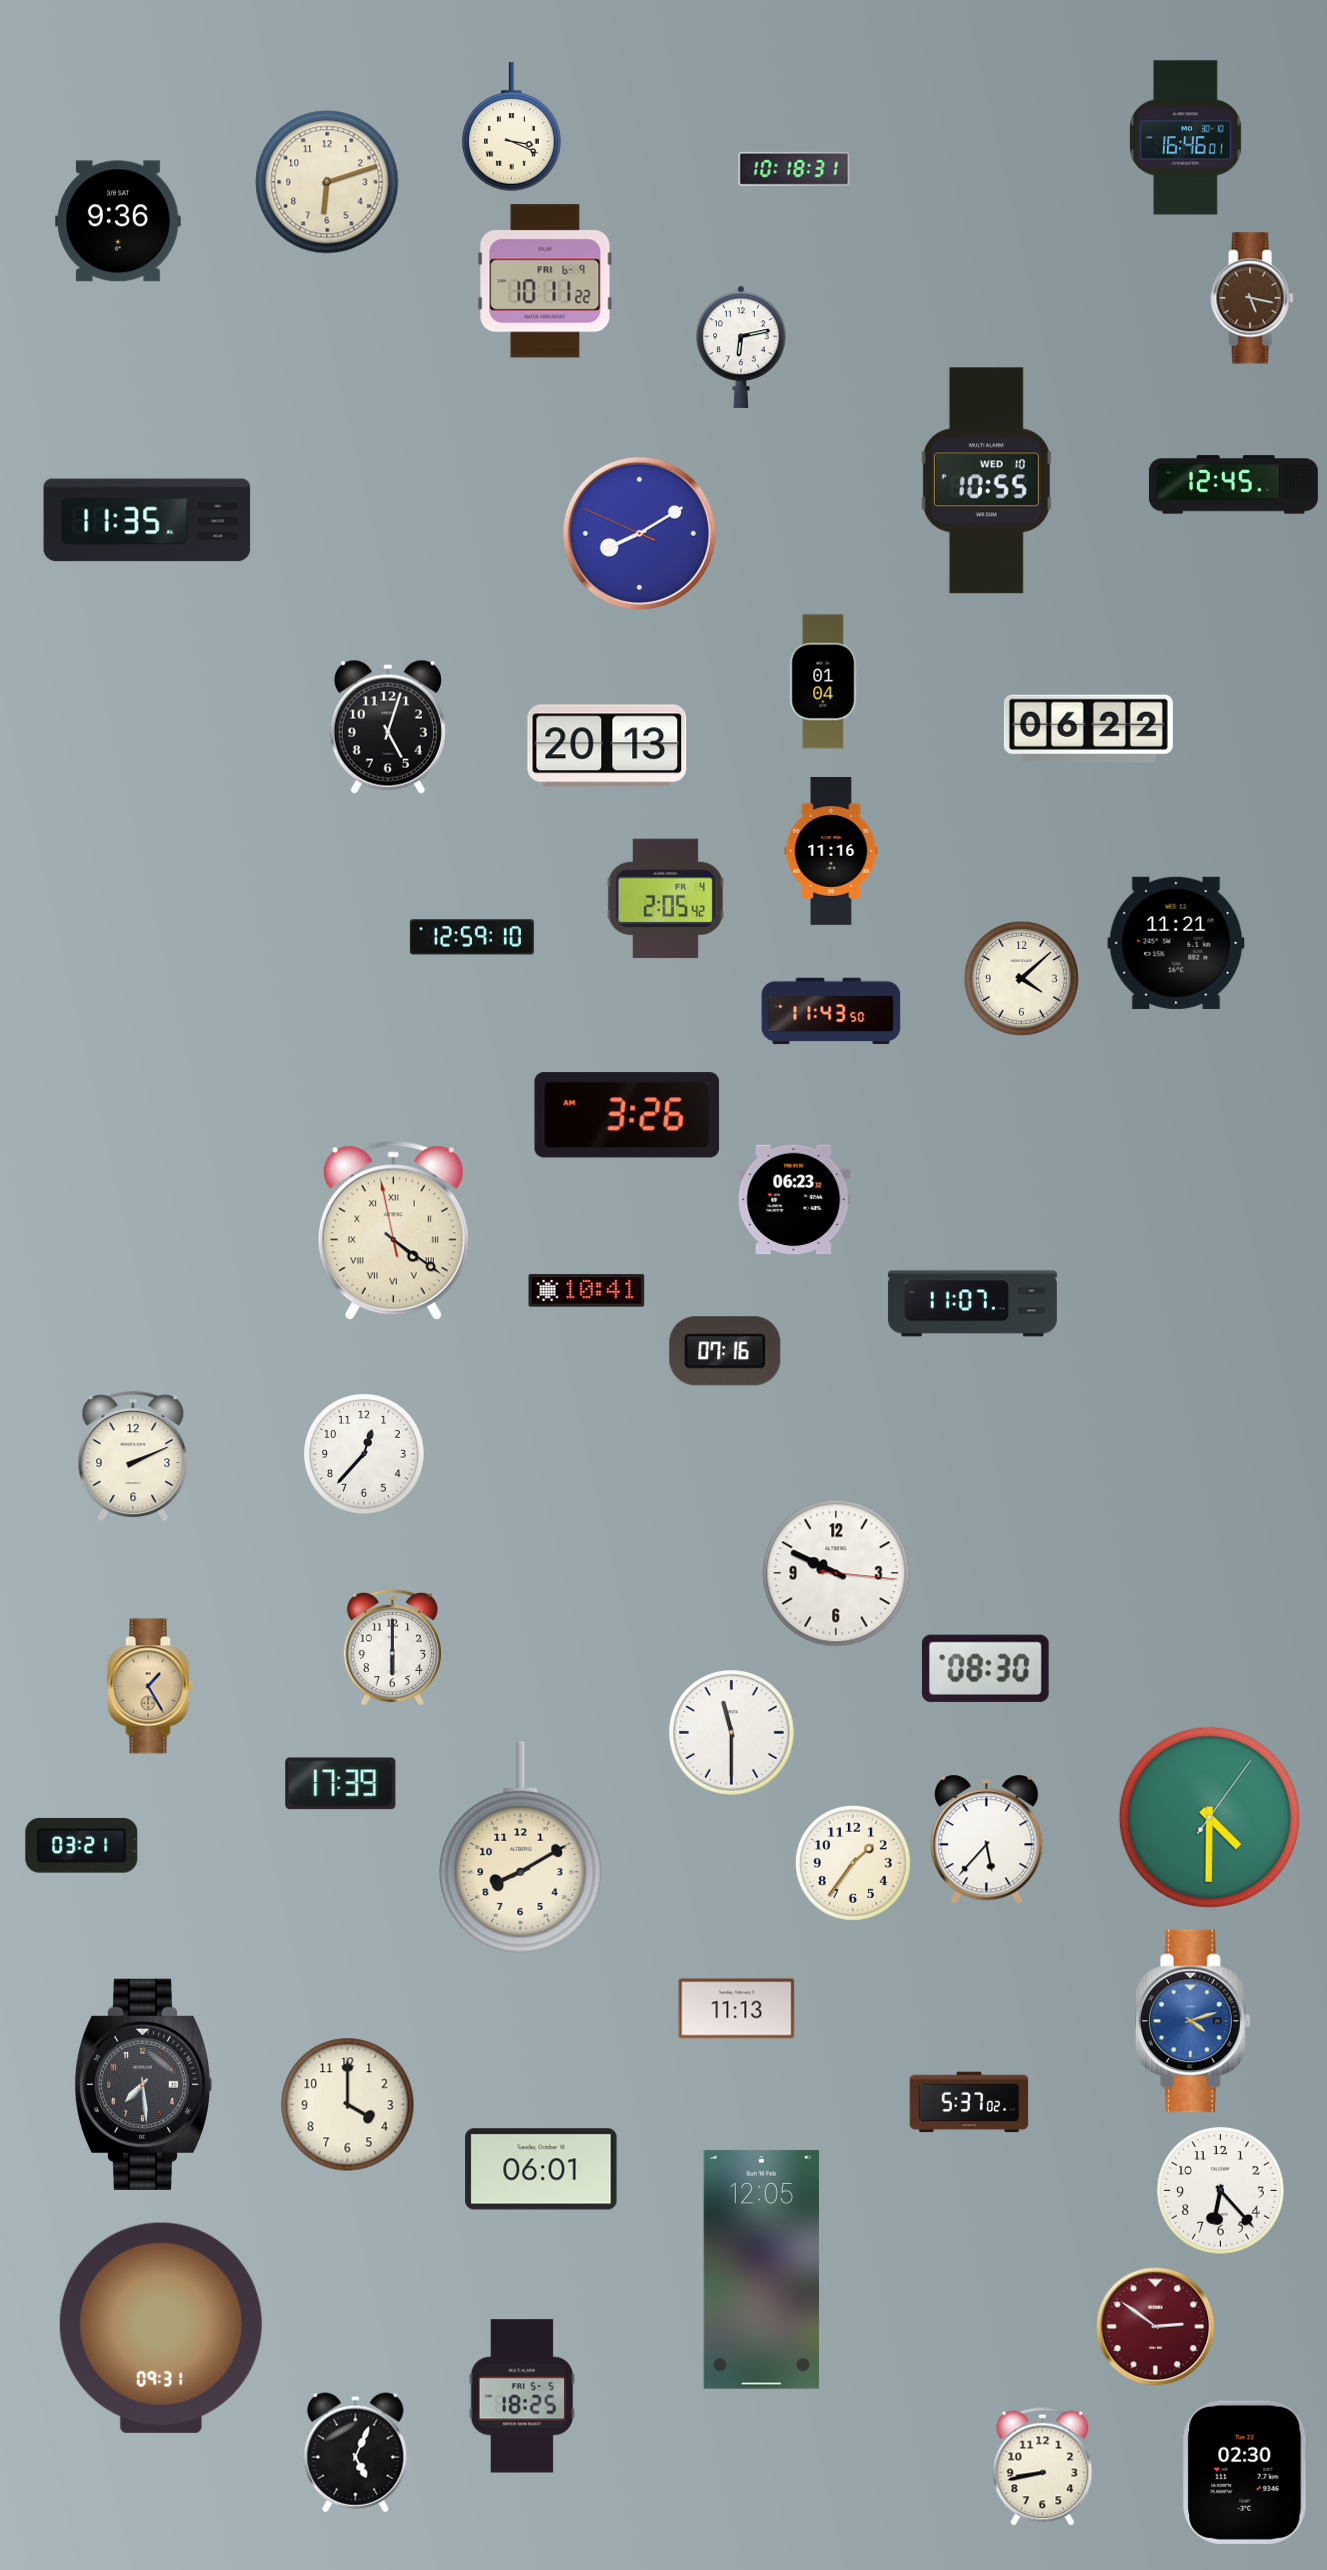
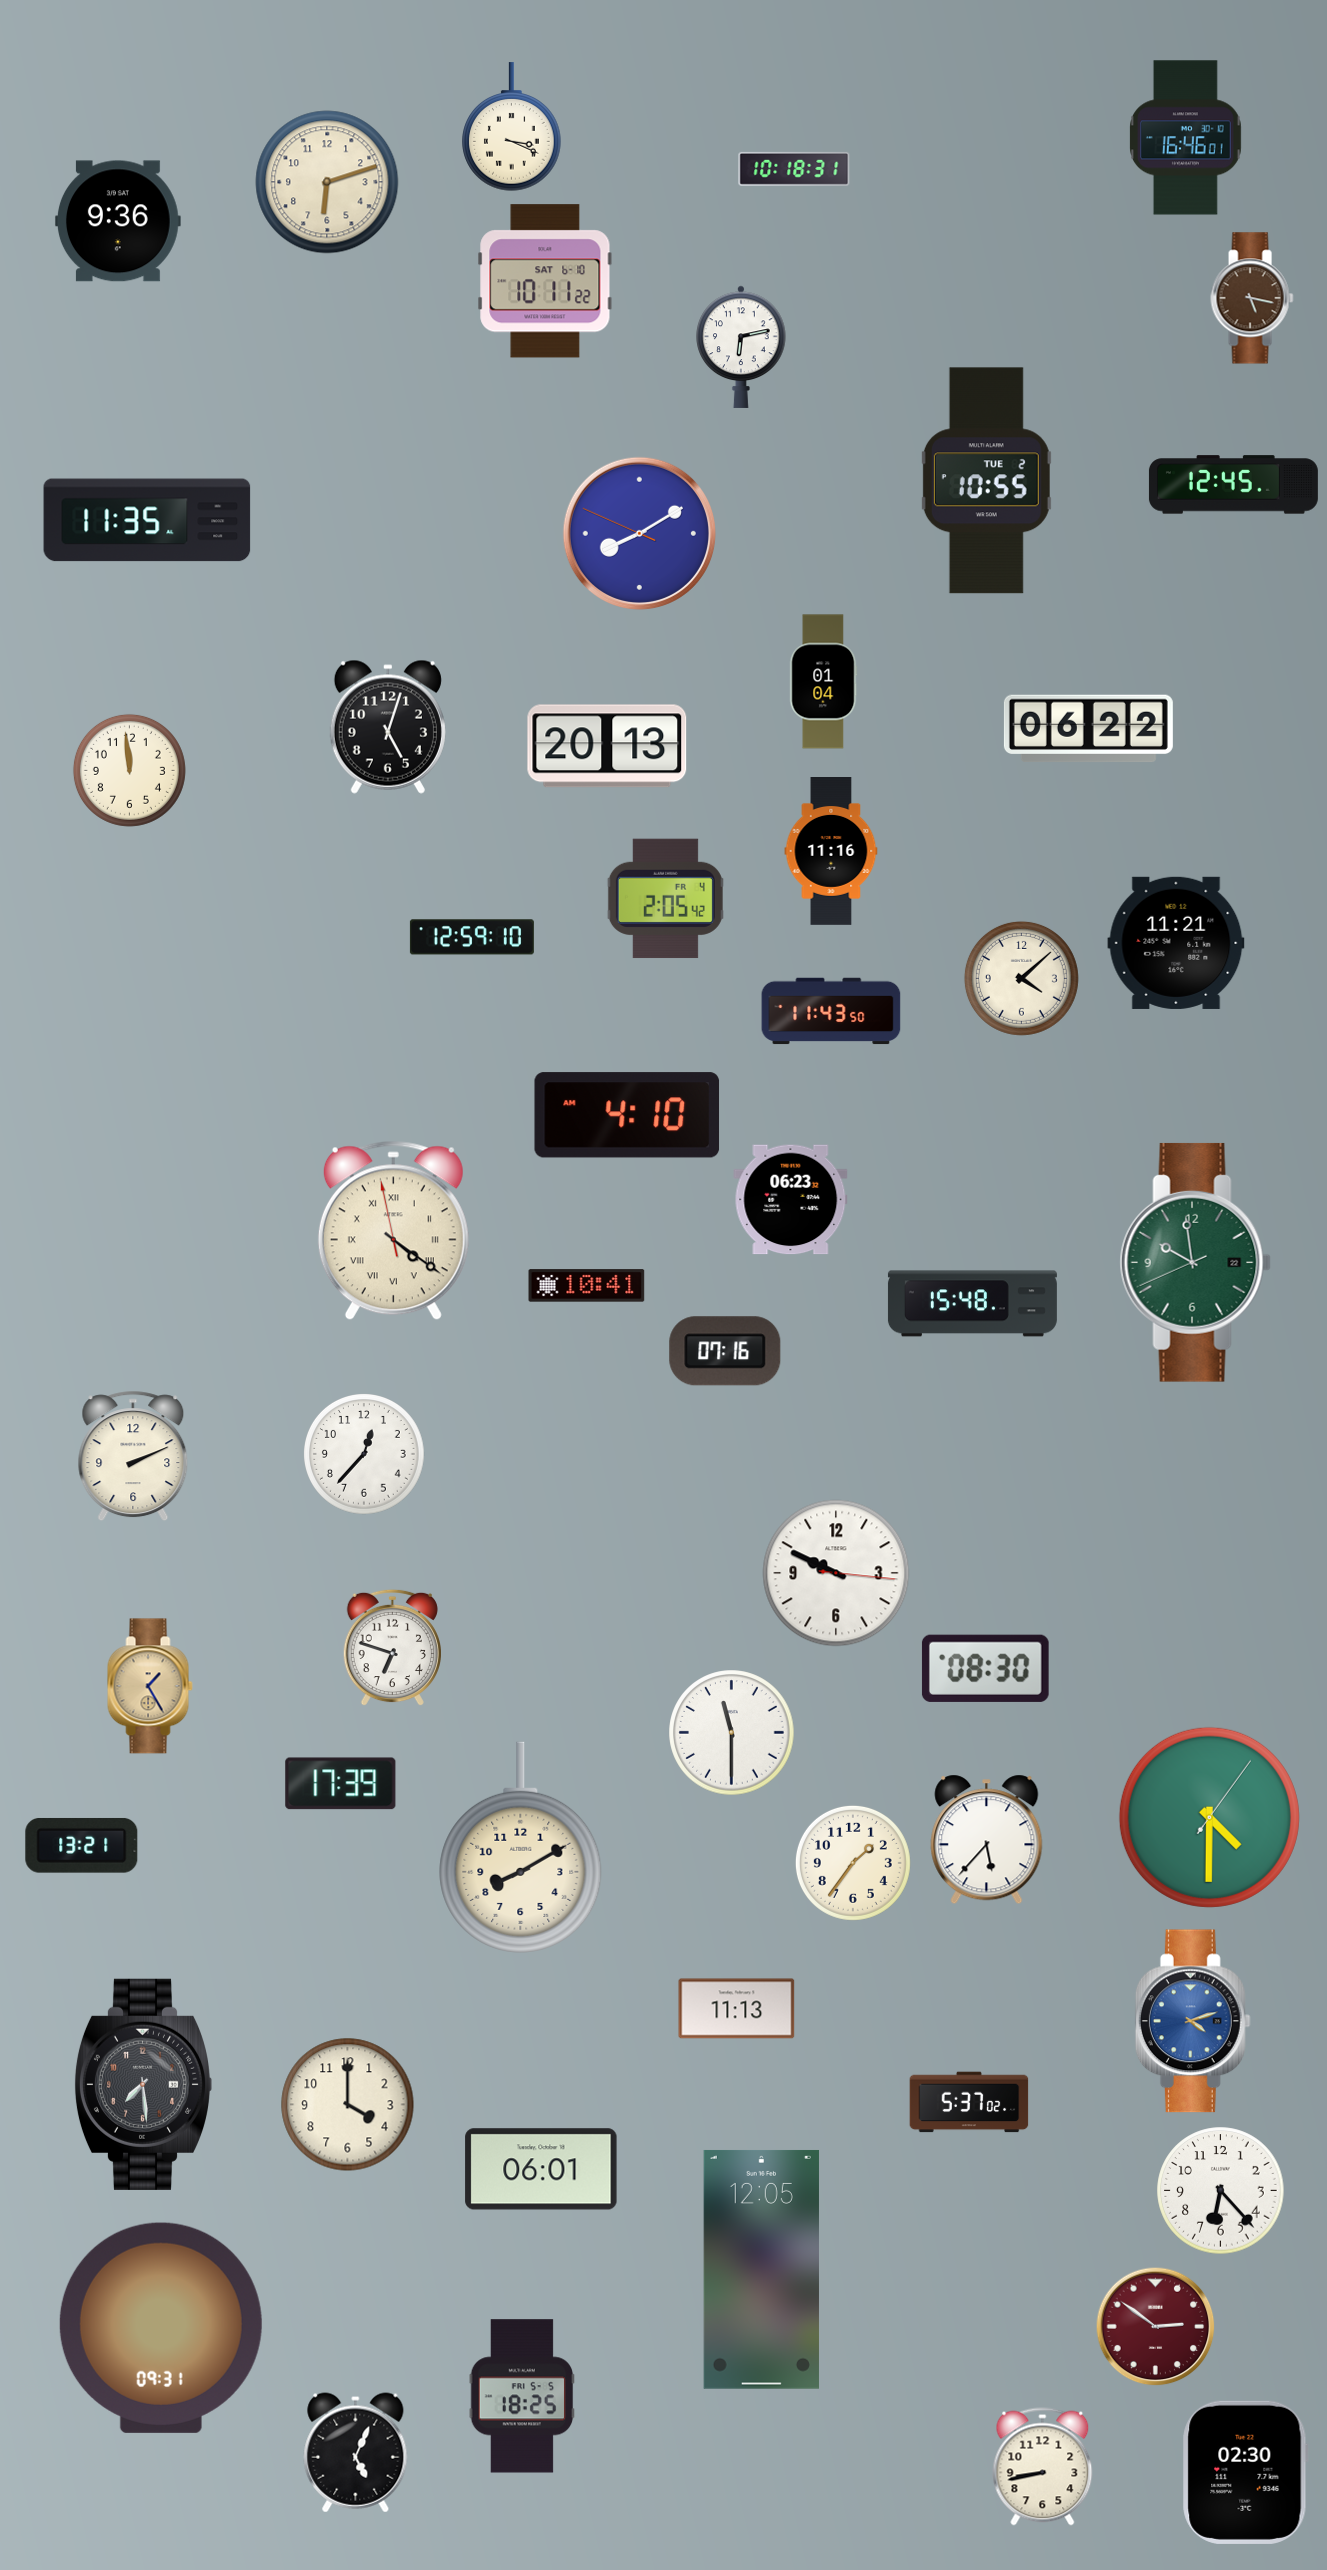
clock at (545, 281) date: FRI 6-9 -> SAT 6-10
clock at (986, 481) date: WED 10 -> TUE 2
clock at (129, 770): none -> 11:59
clock at (627, 1115): 3:26 -> 4:10
clock at (794, 1200) position: (794, 1200) -> (791, 1200)
clock at (1195, 1262): none -> 9:58
clock at (587, 1291) position: (587, 1291) -> (587, 1286)
clock at (972, 1304): 11:07 -> 15:48
clock at (392, 1648): 6:00 -> 6:48
clock at (82, 1846): 03:21 -> 13:21
